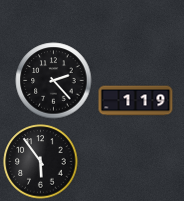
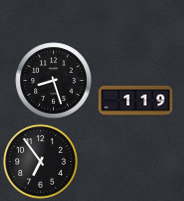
clock at (54, 81): 2:23 -> 8:27
clock at (41, 162): 5:54 -> 6:54
